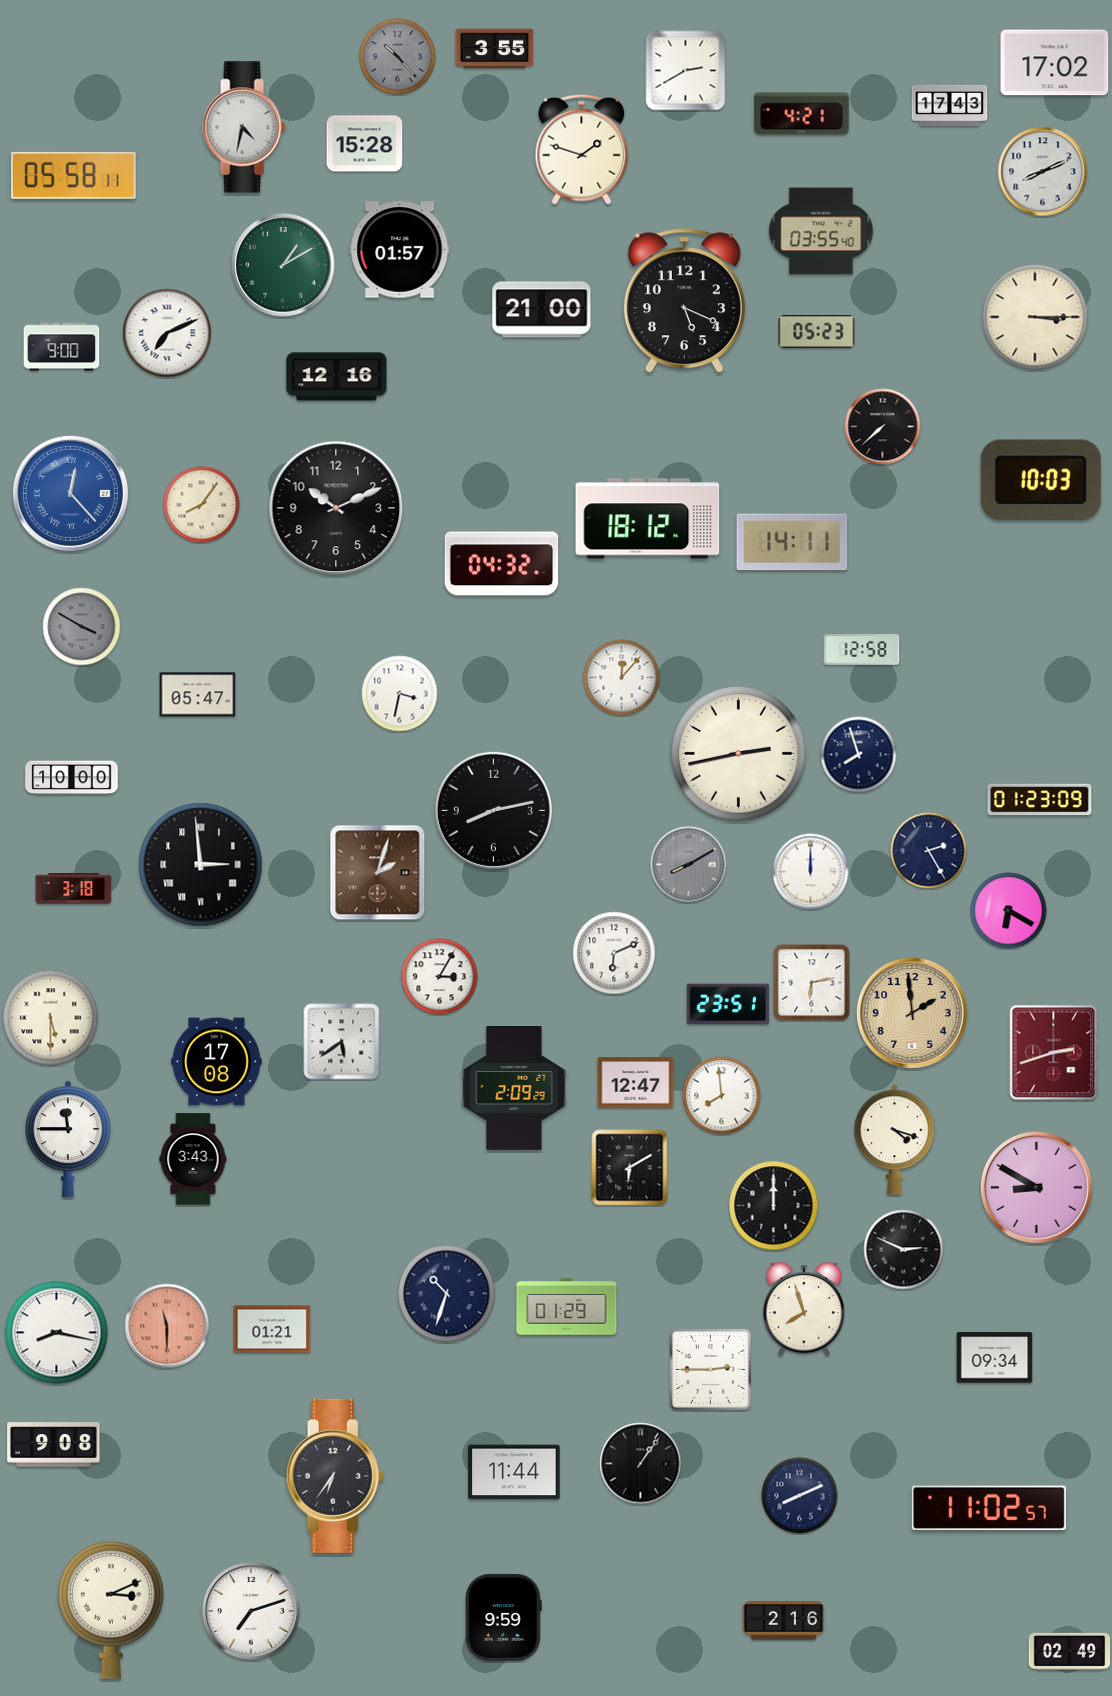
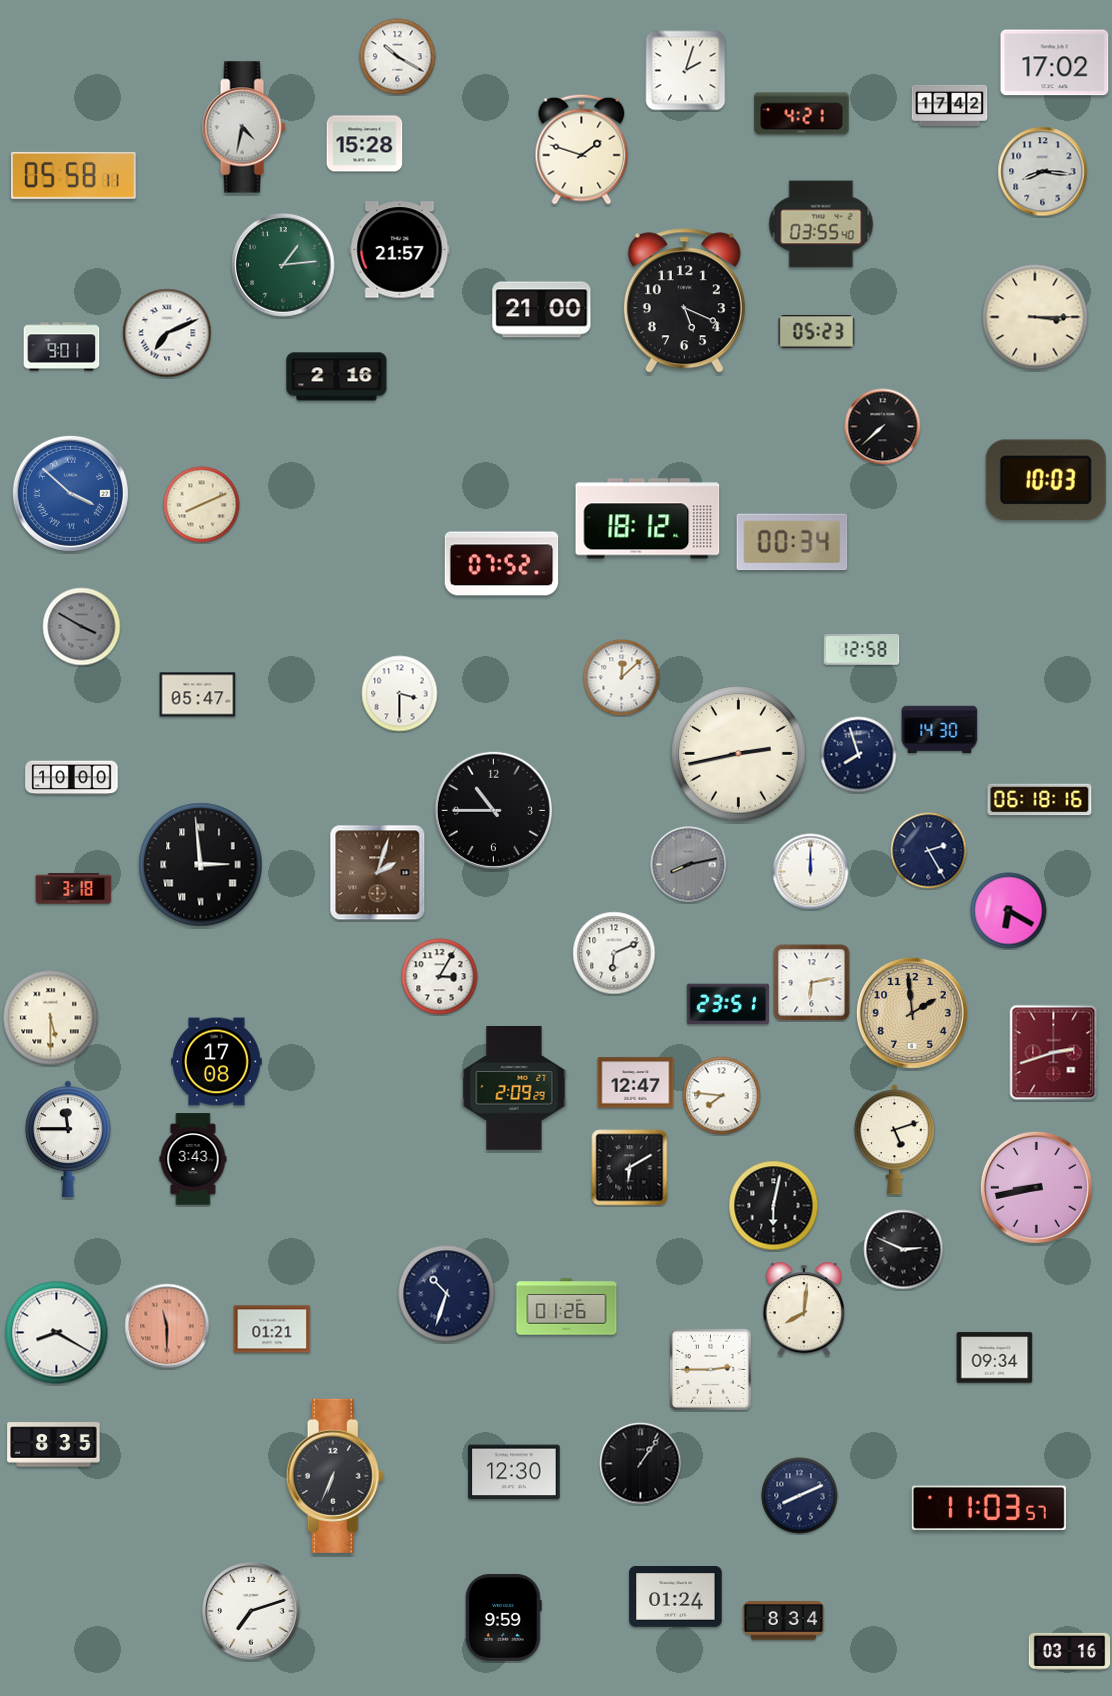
clock at (495, 49): 3:55 -> none
clock at (398, 57): 10:23 -> 10:20
clock at (398, 57) dial: grey -> white
clock at (686, 71): 2:40 -> 2:03
clock at (950, 105): 17:43 -> 17:42
clock at (1043, 172): 8:11 -> 8:16
clock at (821, 231) position: (821, 231) -> (821, 224)
clock at (400, 250): 01:57 -> 21:57
clock at (283, 265): 1:10 -> 1:14
clock at (62, 347): 9:00 -> 9:01
clock at (337, 377): 12:16 -> 2:16
clock at (1041, 479) position: (1041, 479) -> (1046, 479)
clock at (70, 493): 12:23 -> 3:52
clock at (202, 505): 8:06 -> 8:11
clock at (336, 508): 10:11 -> none
clock at (792, 542): 14:11 -> 00:34
clock at (502, 564): 04:32 -> 07:52
clock at (622, 678): 12:07 -> 12:08
clock at (400, 694): 3:32 -> 3:30
clock at (940, 730): none -> 14:30
clock at (1040, 800): 01:23 -> 06:18
clock at (493, 810): 8:13 -> 10:45
clock at (689, 865): 8:10 -> 8:13
clock at (342, 1042): 5:39 -> none
clock at (722, 1096): 7:59 -> 7:46
clock at (894, 1140): 4:18 -> 5:12
clock at (1036, 1187): 8:50 -> 8:43
clock at (774, 1206): 12:00 -> 6:02
clock at (567, 1307): 01:29 -> 01:26
clock at (804, 1310): 7:57 -> 8:01
clock at (57, 1333): 8:17 -> 8:20
clock at (54, 1445): 9:08 -> 8:35
clock at (514, 1472): 11:44 -> 12:30
clock at (335, 1476): 6:36 -> 6:34
clock at (989, 1507): 11:02 -> 11:03
clock at (676, 1597): none -> 01:24
clock at (111, 1610): 3:11 -> none
clock at (784, 1621): 2:16 -> 8:34
clock at (1070, 1651): 02:49 -> 03:16
